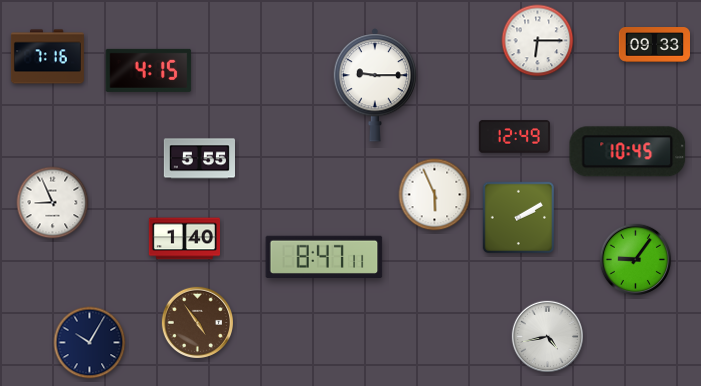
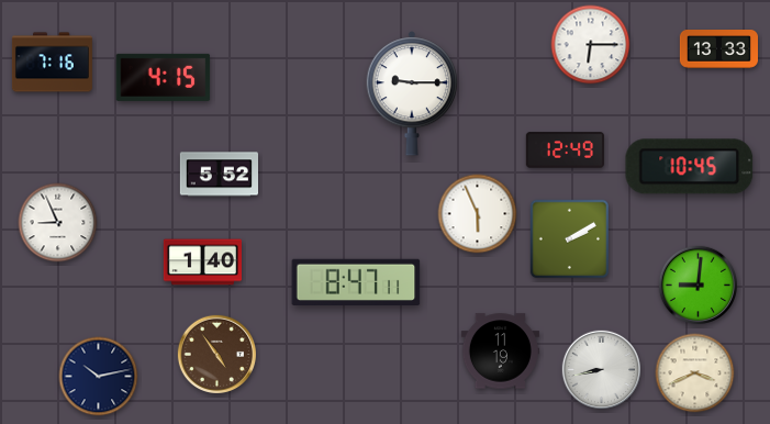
clock at (654, 45): 09:33 -> 13:33
clock at (199, 159): 5:55 -> 5:52
clock at (635, 259): 9:06 -> 9:01
clock at (500, 352): none -> 11:19
clock at (547, 336): 4:43 -> 8:43
clock at (695, 373): none -> 3:41
clock at (90, 343): 10:05 -> 10:13
